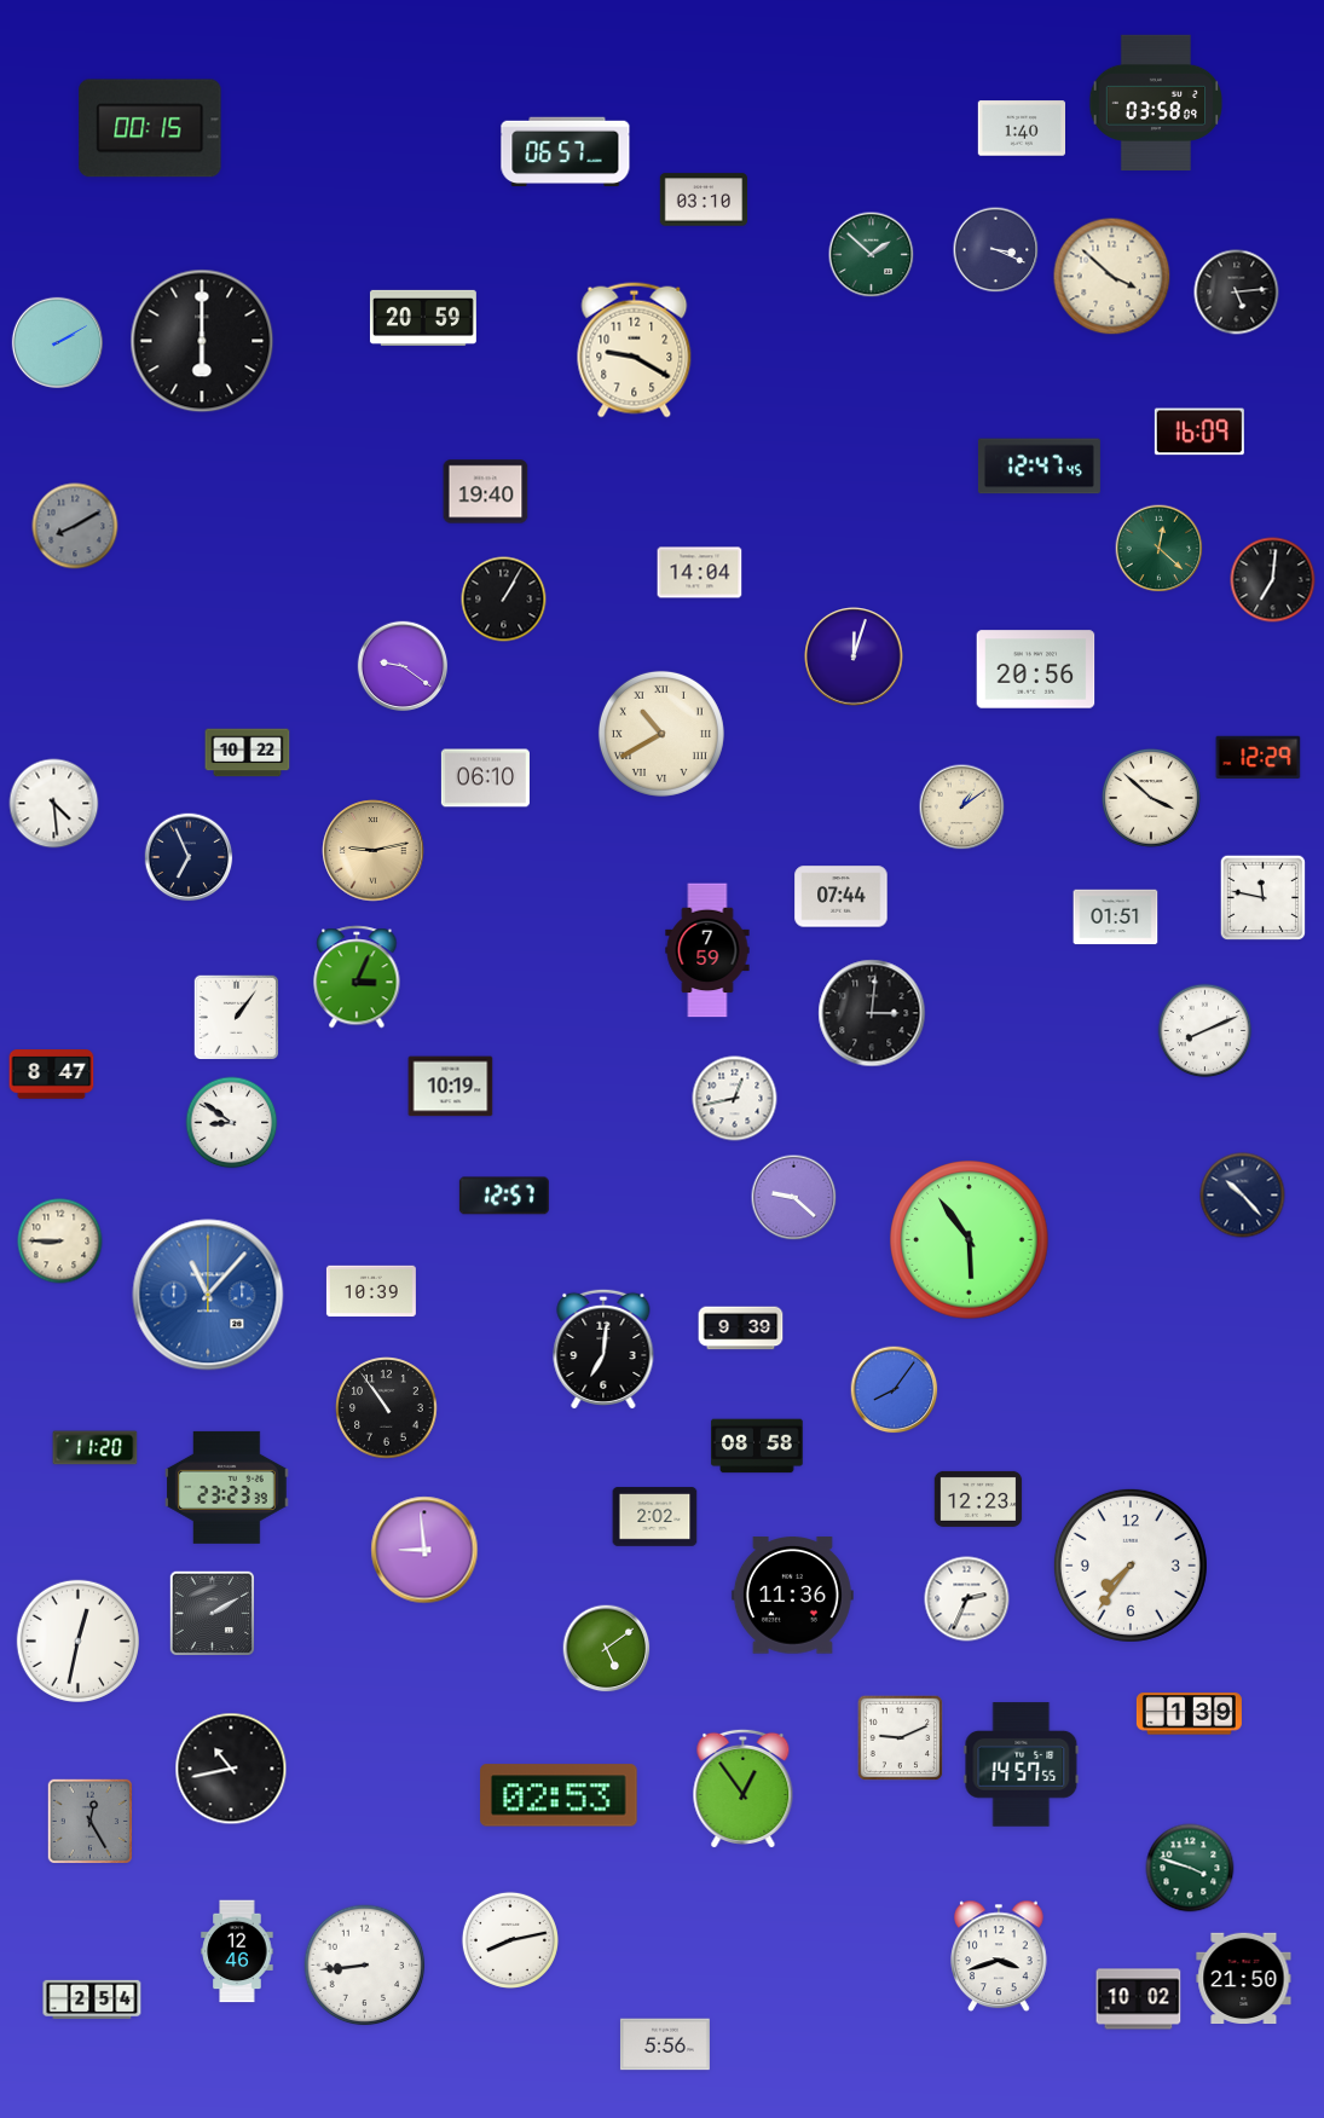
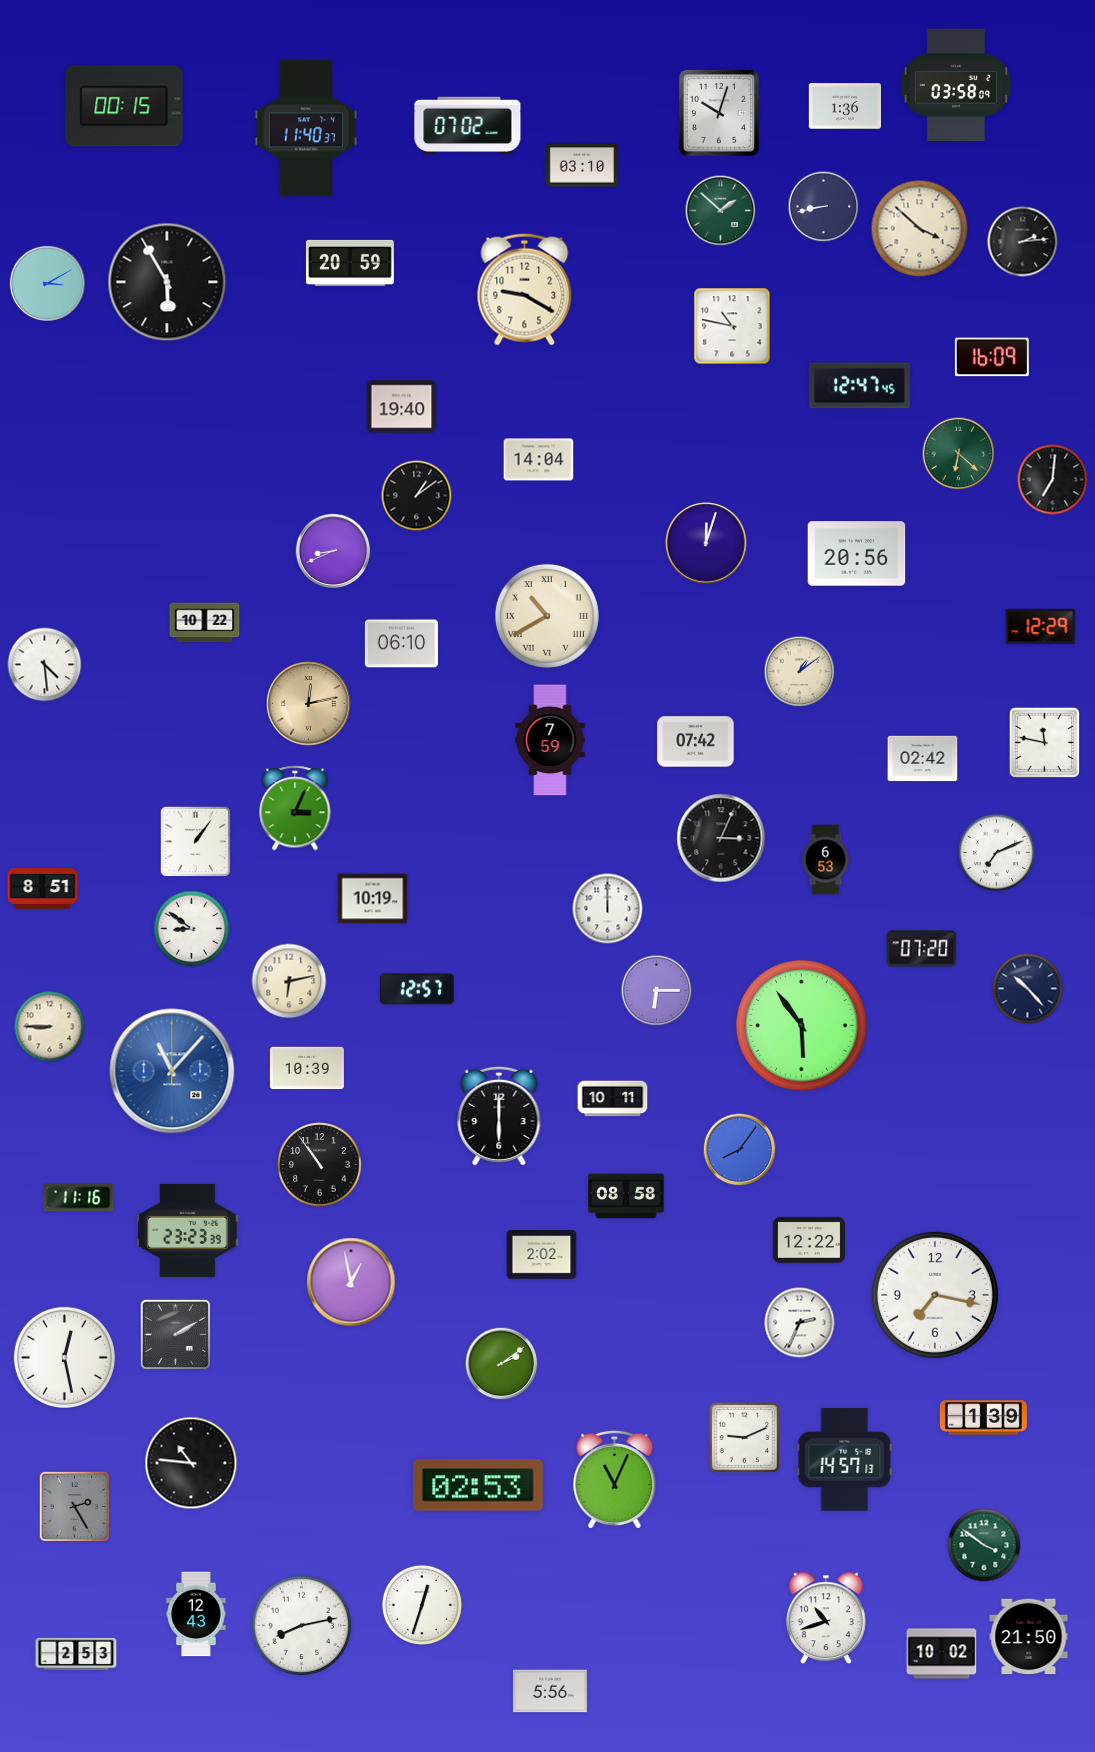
clock at (1021, 128): 1:40 -> 1:36
clock at (719, 113): none -> 10:03
clock at (566, 152): 06:57 -> 07:02
clock at (305, 128): none -> 11:40
clock at (996, 250): 3:19 -> 8:43
clock at (1237, 293): 5:14 -> 2:14
clock at (202, 341): 6:00 -> 5:55
clock at (57, 342): 2:10 -> 3:10
clock at (732, 326): none -> 10:47
clock at (75, 526): 8:10 -> none
clock at (1160, 549): 12:22 -> 6:22
clock at (700, 573) position: (700, 573) -> (539, 460)
clock at (504, 600): 1:05 -> 1:09
clock at (403, 666): 9:21 -> 8:41
clock at (661, 734) position: (661, 734) -> (547, 616)
clock at (1151, 798): 3:52 -> none
clock at (962, 808) position: (962, 808) -> (800, 672)
clock at (374, 851): 9:13 -> 12:13
clock at (189, 857): 6:56 -> none
clock at (842, 897): 07:44 -> 07:42
clock at (1116, 918): 01:51 -> 02:42
clock at (707, 950) position: (707, 950) -> (550, 740)
clock at (872, 1013): 3:01 -> 3:04
clock at (1206, 1031): 8:11 -> 7:11
clock at (826, 860): none -> 6:53
clock at (52, 1075): 8:47 -> 8:51
clock at (735, 1099): 12:43 -> 12:00
clock at (922, 949): none -> 07:20
clock at (289, 981): none -> 6:13
clock at (794, 1198): 9:22 -> 6:15
clock at (741, 1329): 9:39 -> 10:11
clock at (603, 1349): 7:01 -> 6:00
clock at (96, 1448): 11:20 -> 11:16
clock at (978, 1499): 12:23 -> 12:22
clock at (424, 1550): 8:59 -> 12:58
clock at (1131, 1566): 7:36 -> 7:17
clock at (792, 1596): 11:36 -> none
clock at (77, 1640): 12:32 -> 12:28
clock at (607, 1649): 5:09 -> 2:09
clock at (1022, 1765): 14:57:55 -> 14:57:13
clock at (231, 1769): 10:43 -> 10:46
clock at (744, 1788): 12:54 -> 11:04
clock at (559, 1795) position: (559, 1795) -> (478, 1485)
clock at (89, 1822): 12:25 -> 2:25
clock at (1190, 1868): 3:48 -> 3:51
clock at (510, 1940): 8:13 -> 12:33
clock at (237, 1951): 12:46 -> 12:43
clock at (1000, 1956): 3:42 -> 10:42
clock at (365, 1966): 8:44 -> 8:13
clock at (92, 2000): 2:54 -> 2:53
